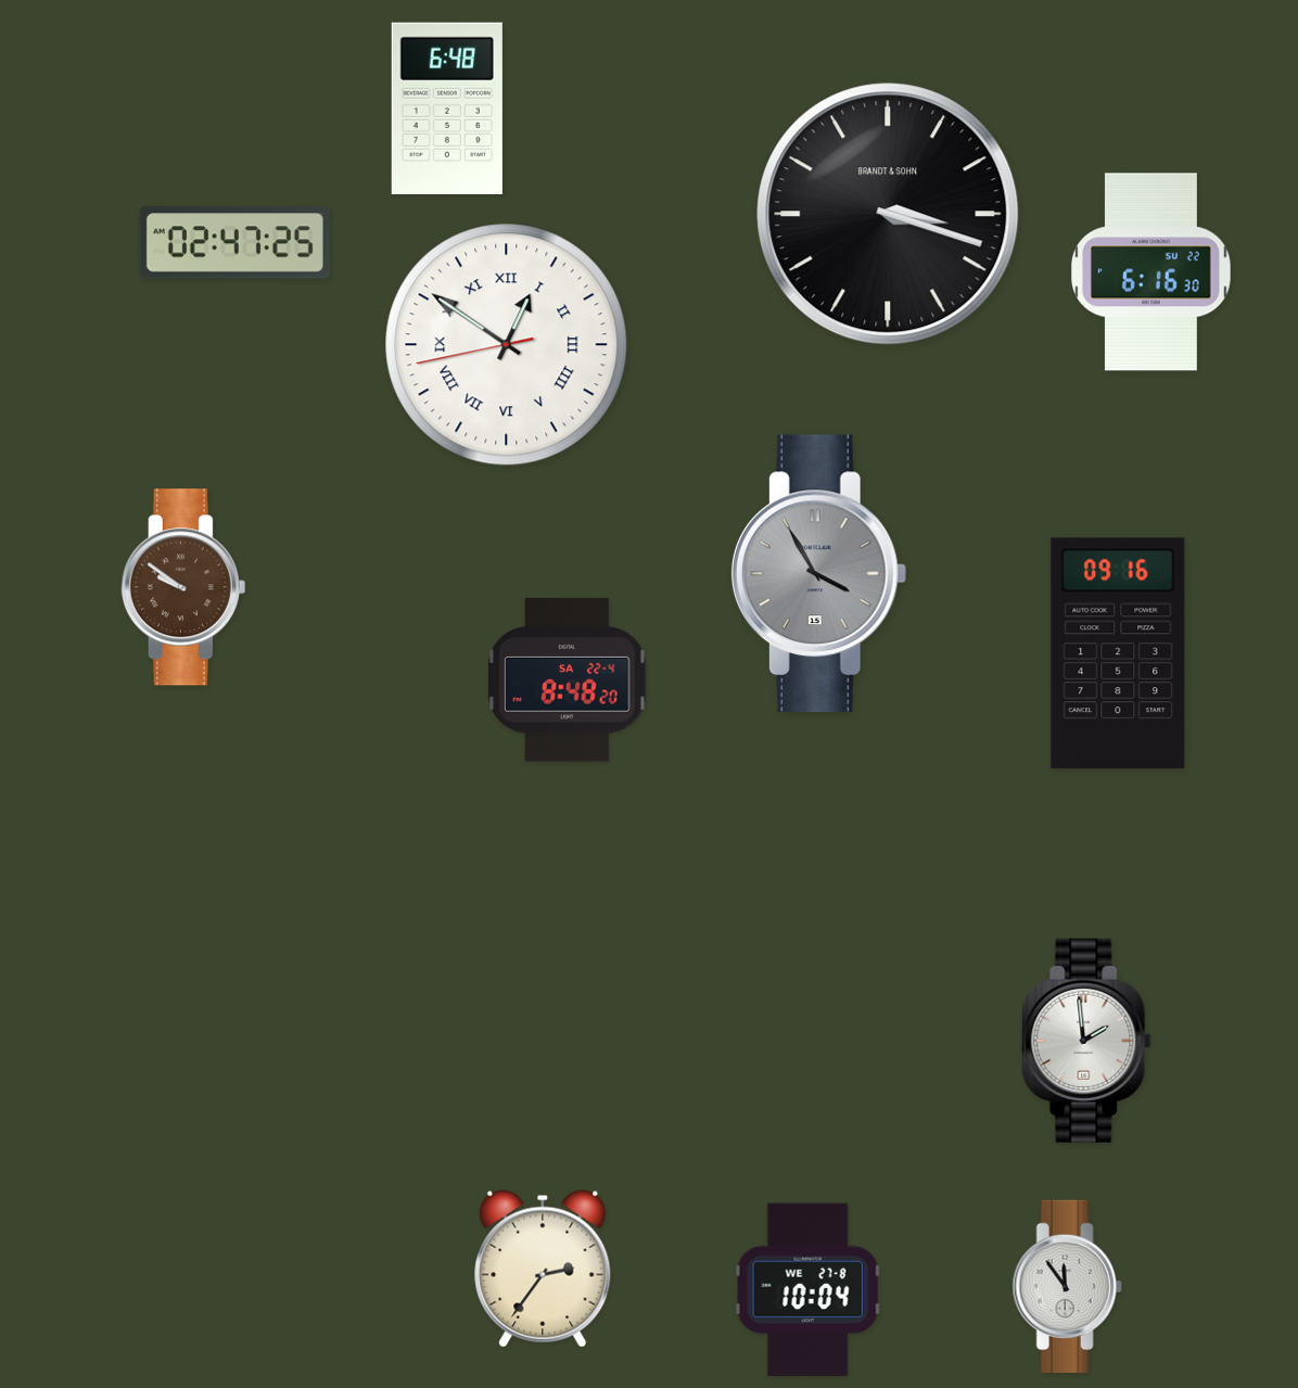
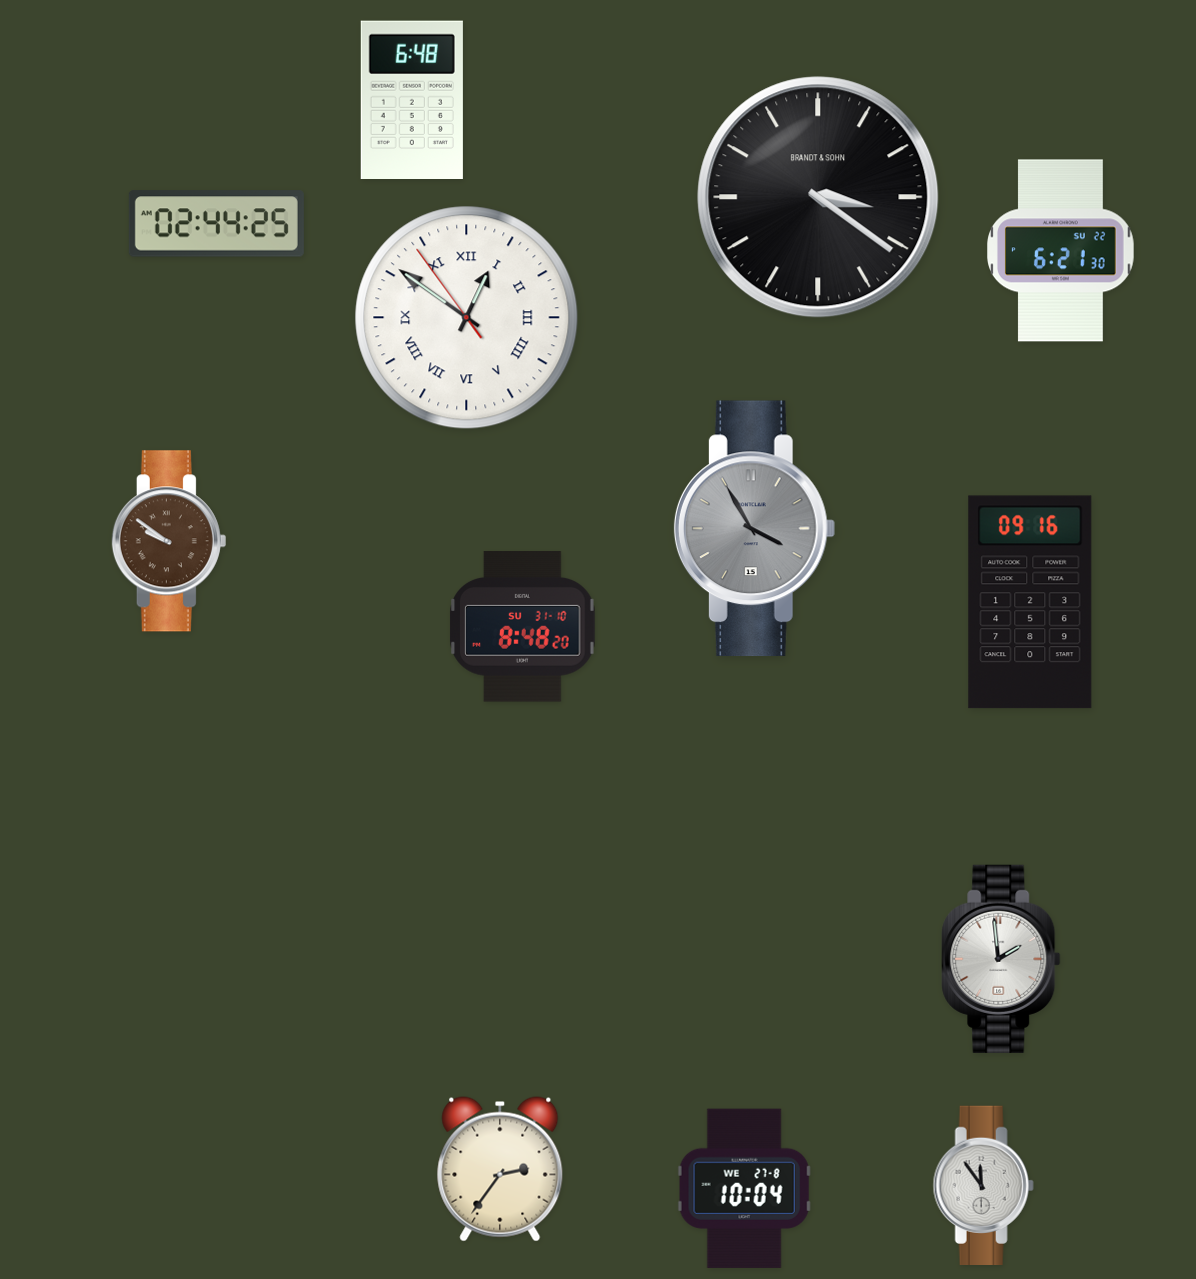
clock at (888, 214): 3:18 -> 3:21
clock at (234, 243): 02:47 -> 02:44
clock at (1151, 272): 6:16 -> 6:21
clock at (507, 345): 12:50:43 -> 12:50:54
clock at (568, 680) date: SA 22-4 -> SU 31-10
